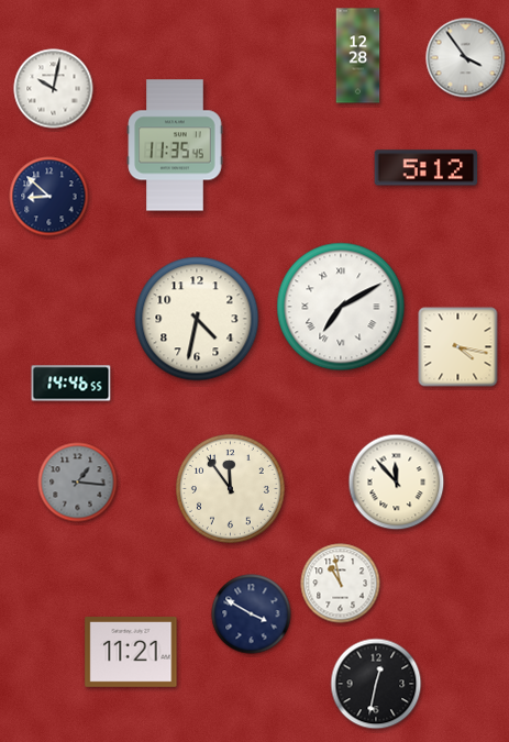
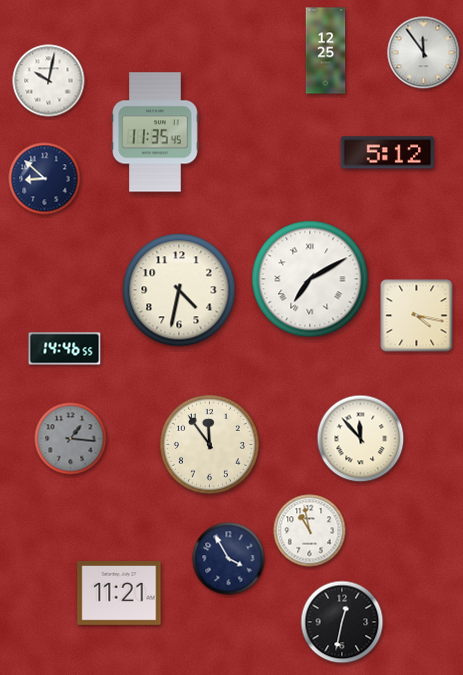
clock at (358, 56): 12:28 -> 12:25
clock at (466, 58): 3:54 -> 11:54
clock at (175, 145) position: (175, 145) -> (155, 132)
clock at (252, 614): 3:50 -> 3:55
